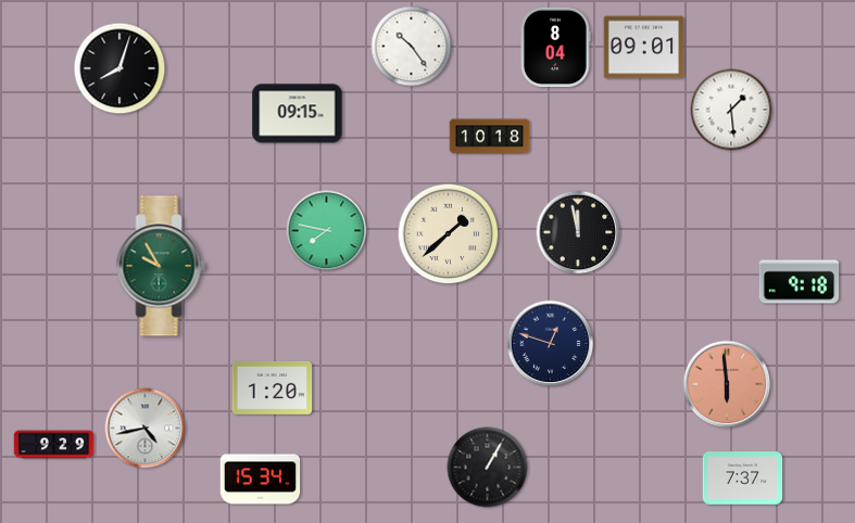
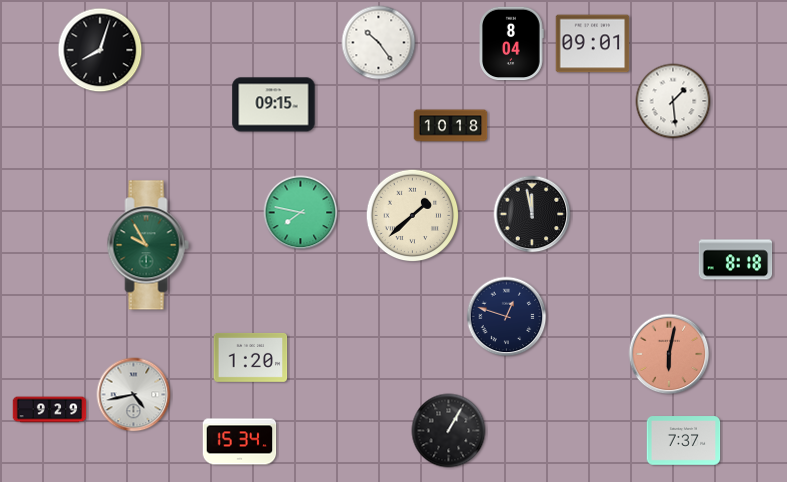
clock at (120, 68) position: (120, 68) -> (100, 50)
clock at (800, 282): 9:18 -> 8:18
clock at (727, 384): 5:59 -> 6:02
